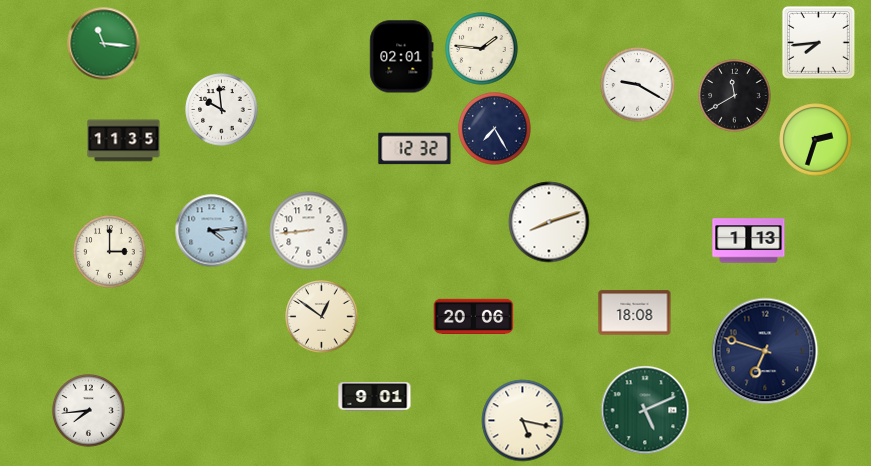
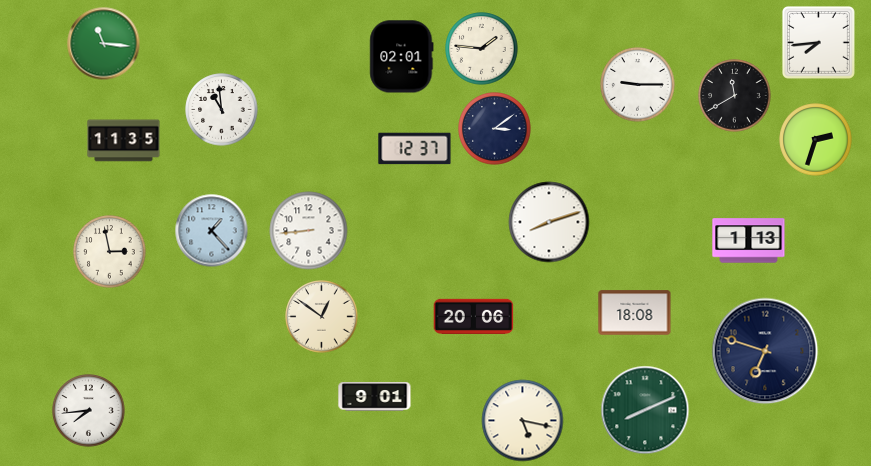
clock at (638, 85): 9:20 -> 9:15
clock at (222, 110): 9:59 -> 10:59
clock at (495, 129): 7:25 -> 3:09
clock at (415, 149): 12:32 -> 12:37
clock at (212, 231): 4:14 -> 1:23
clock at (110, 252): 3:00 -> 2:58
clock at (645, 410): 5:11 -> 8:11
